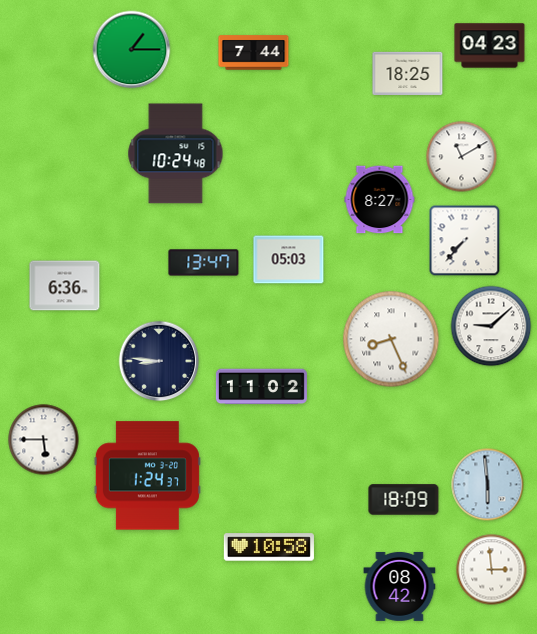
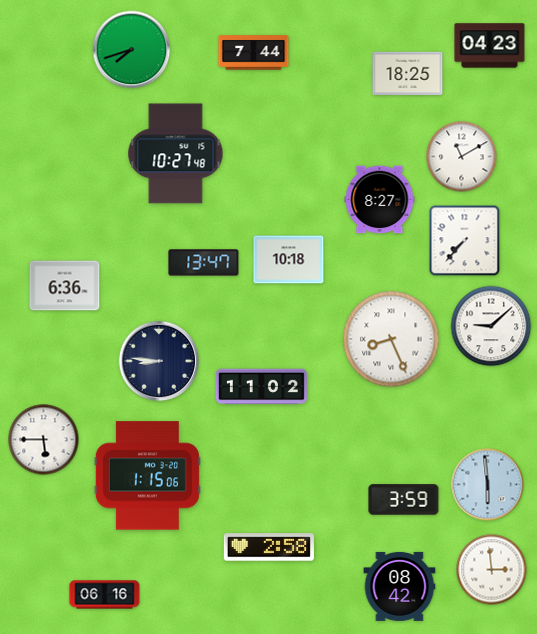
clock at (132, 50): 1:15 -> 7:42
clock at (176, 154): 10:24 -> 10:27
clock at (289, 260): 05:03 -> 10:18
clock at (147, 476): 1:24 -> 1:15
clock at (404, 500): 18:09 -> 3:59
clock at (269, 547): 10:58 -> 2:58
clock at (105, 595): none -> 06:16
